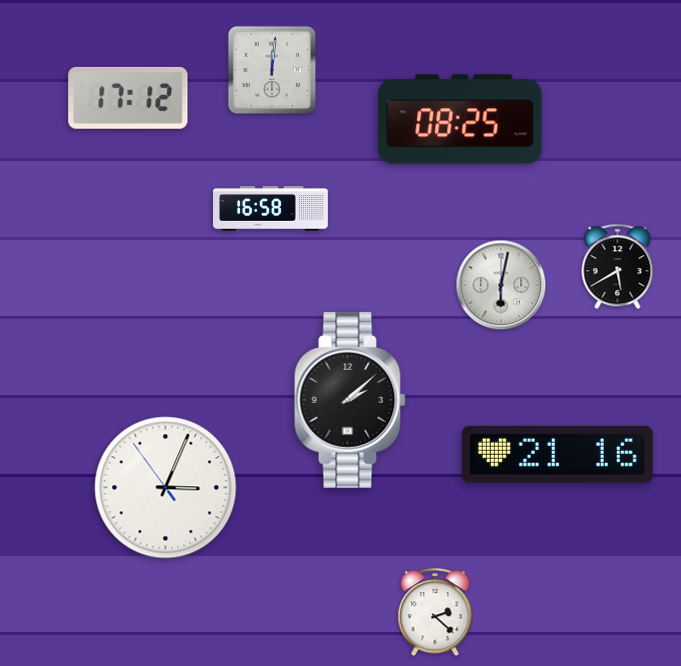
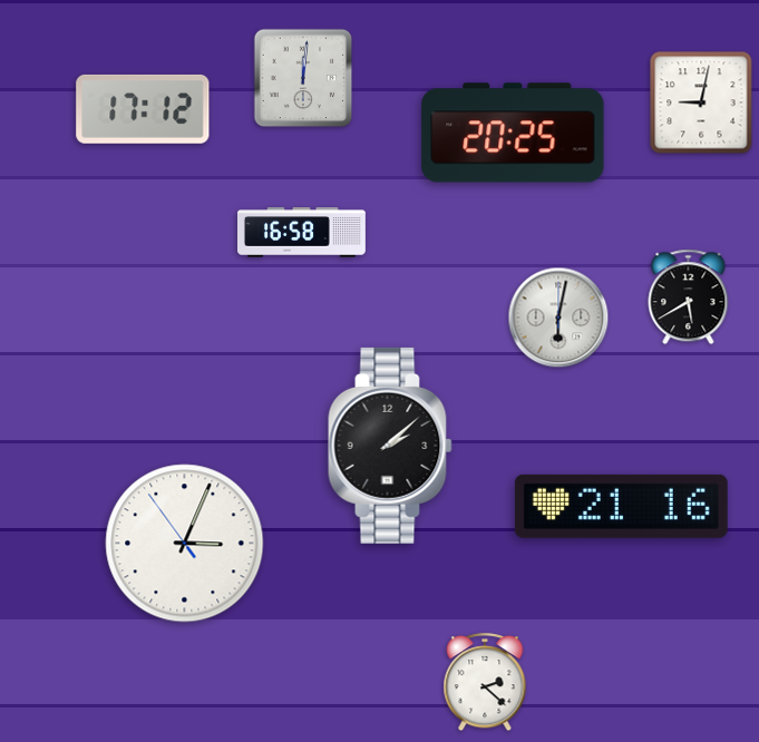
clock at (701, 102): none -> 9:02
clock at (460, 119): 08:25 -> 20:25
